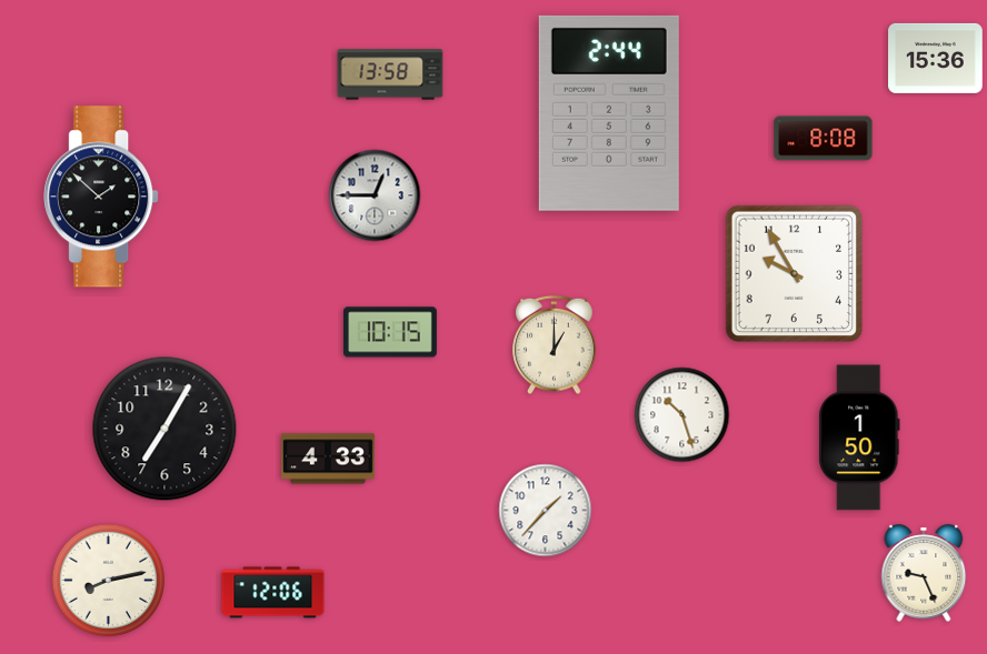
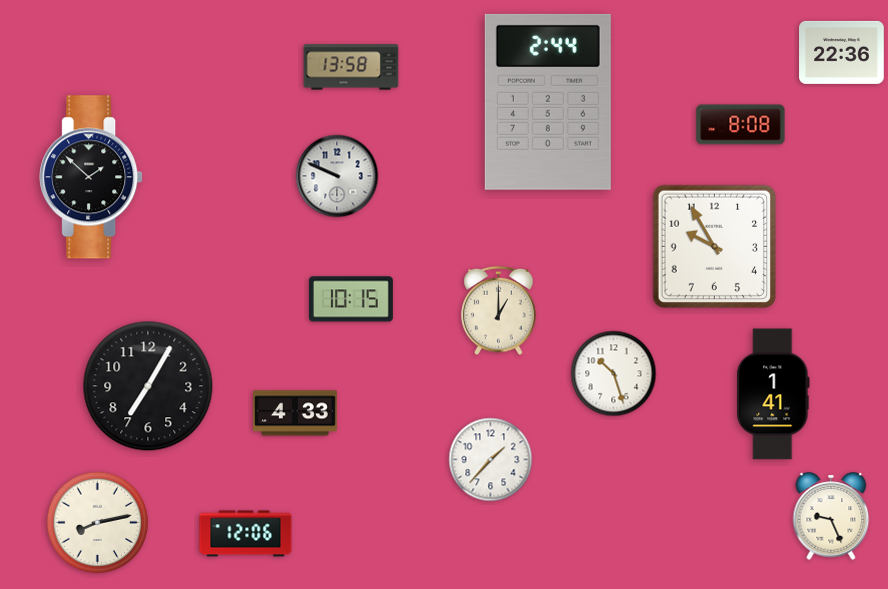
clock at (936, 58): 15:36 -> 22:36
clock at (375, 195): 12:45 -> 9:49
clock at (859, 437): 1:50 -> 1:41
